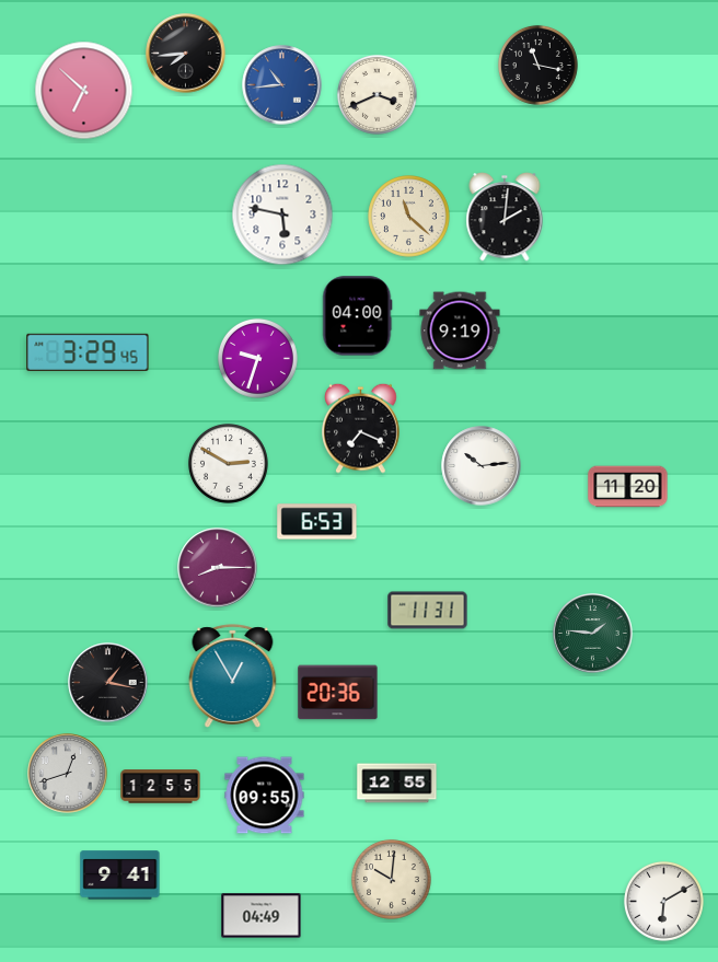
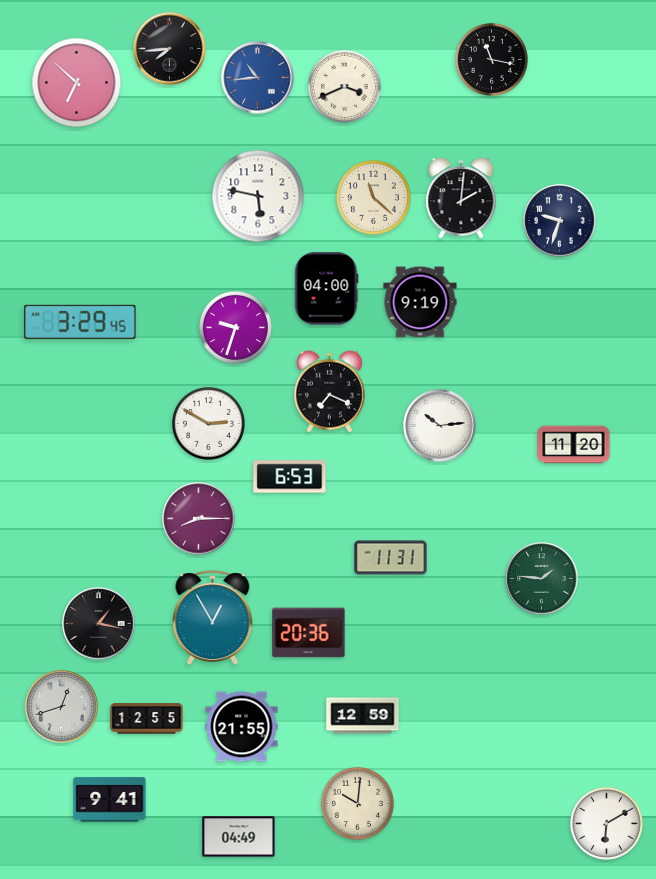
clock at (560, 221): none -> 9:33
clock at (397, 784): 12:55 -> 12:59
clock at (265, 796): 09:55 -> 21:55
